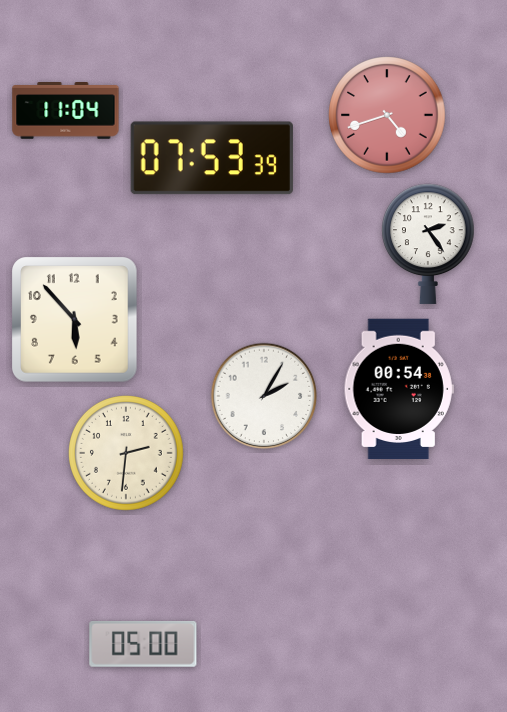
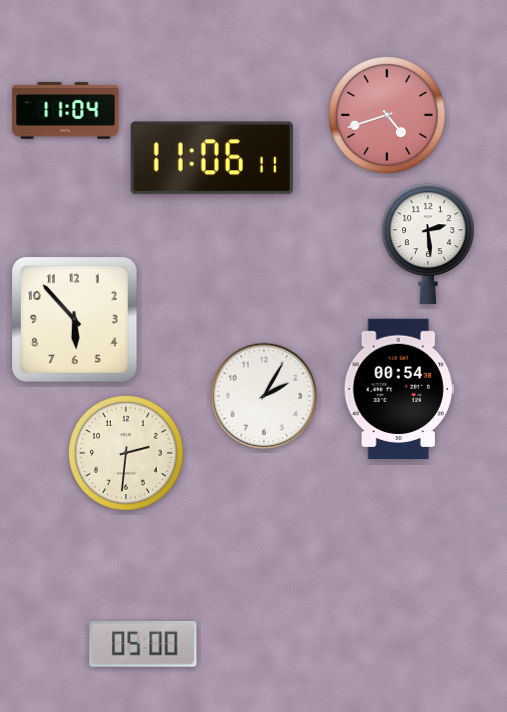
clock at (212, 158): 07:53 -> 11:06
clock at (428, 244): 2:24 -> 2:29
